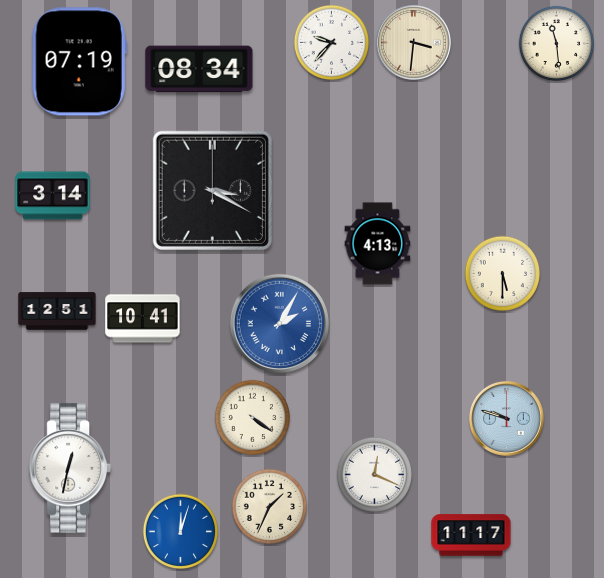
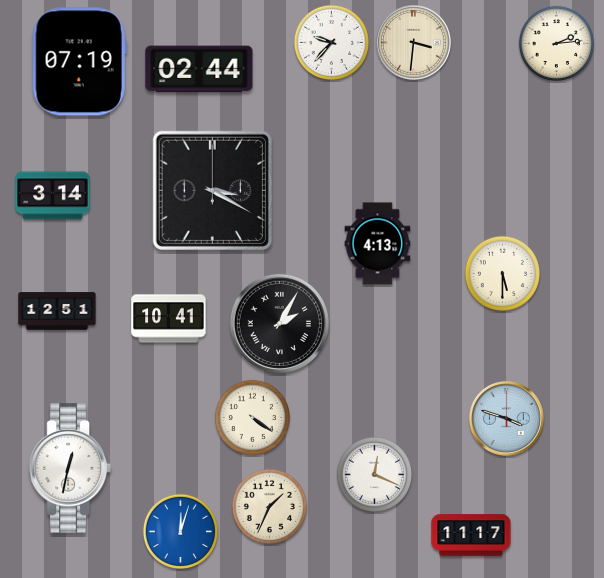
clock at (556, 43): 11:29 -> 2:14
clock at (199, 69): 08:34 -> 02:44
clock at (143, 319) position: (143, 319) -> (169, 319)
clock at (279, 323) dial: blue -> black
clock at (507, 419): 9:48 -> 3:48
